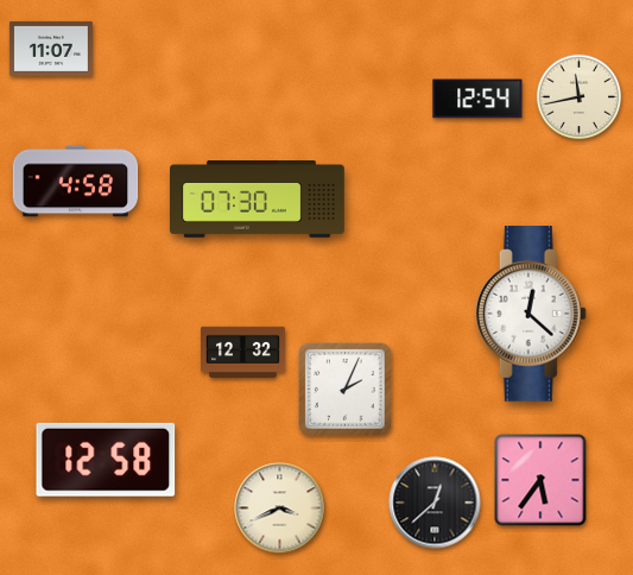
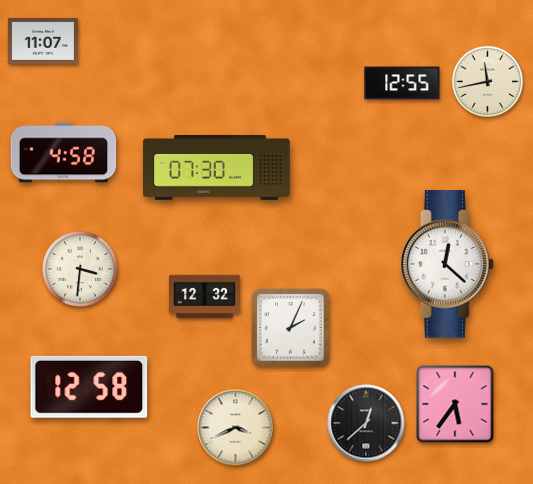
clock at (477, 99): 12:54 -> 12:55
clock at (81, 270): none -> 3:31
